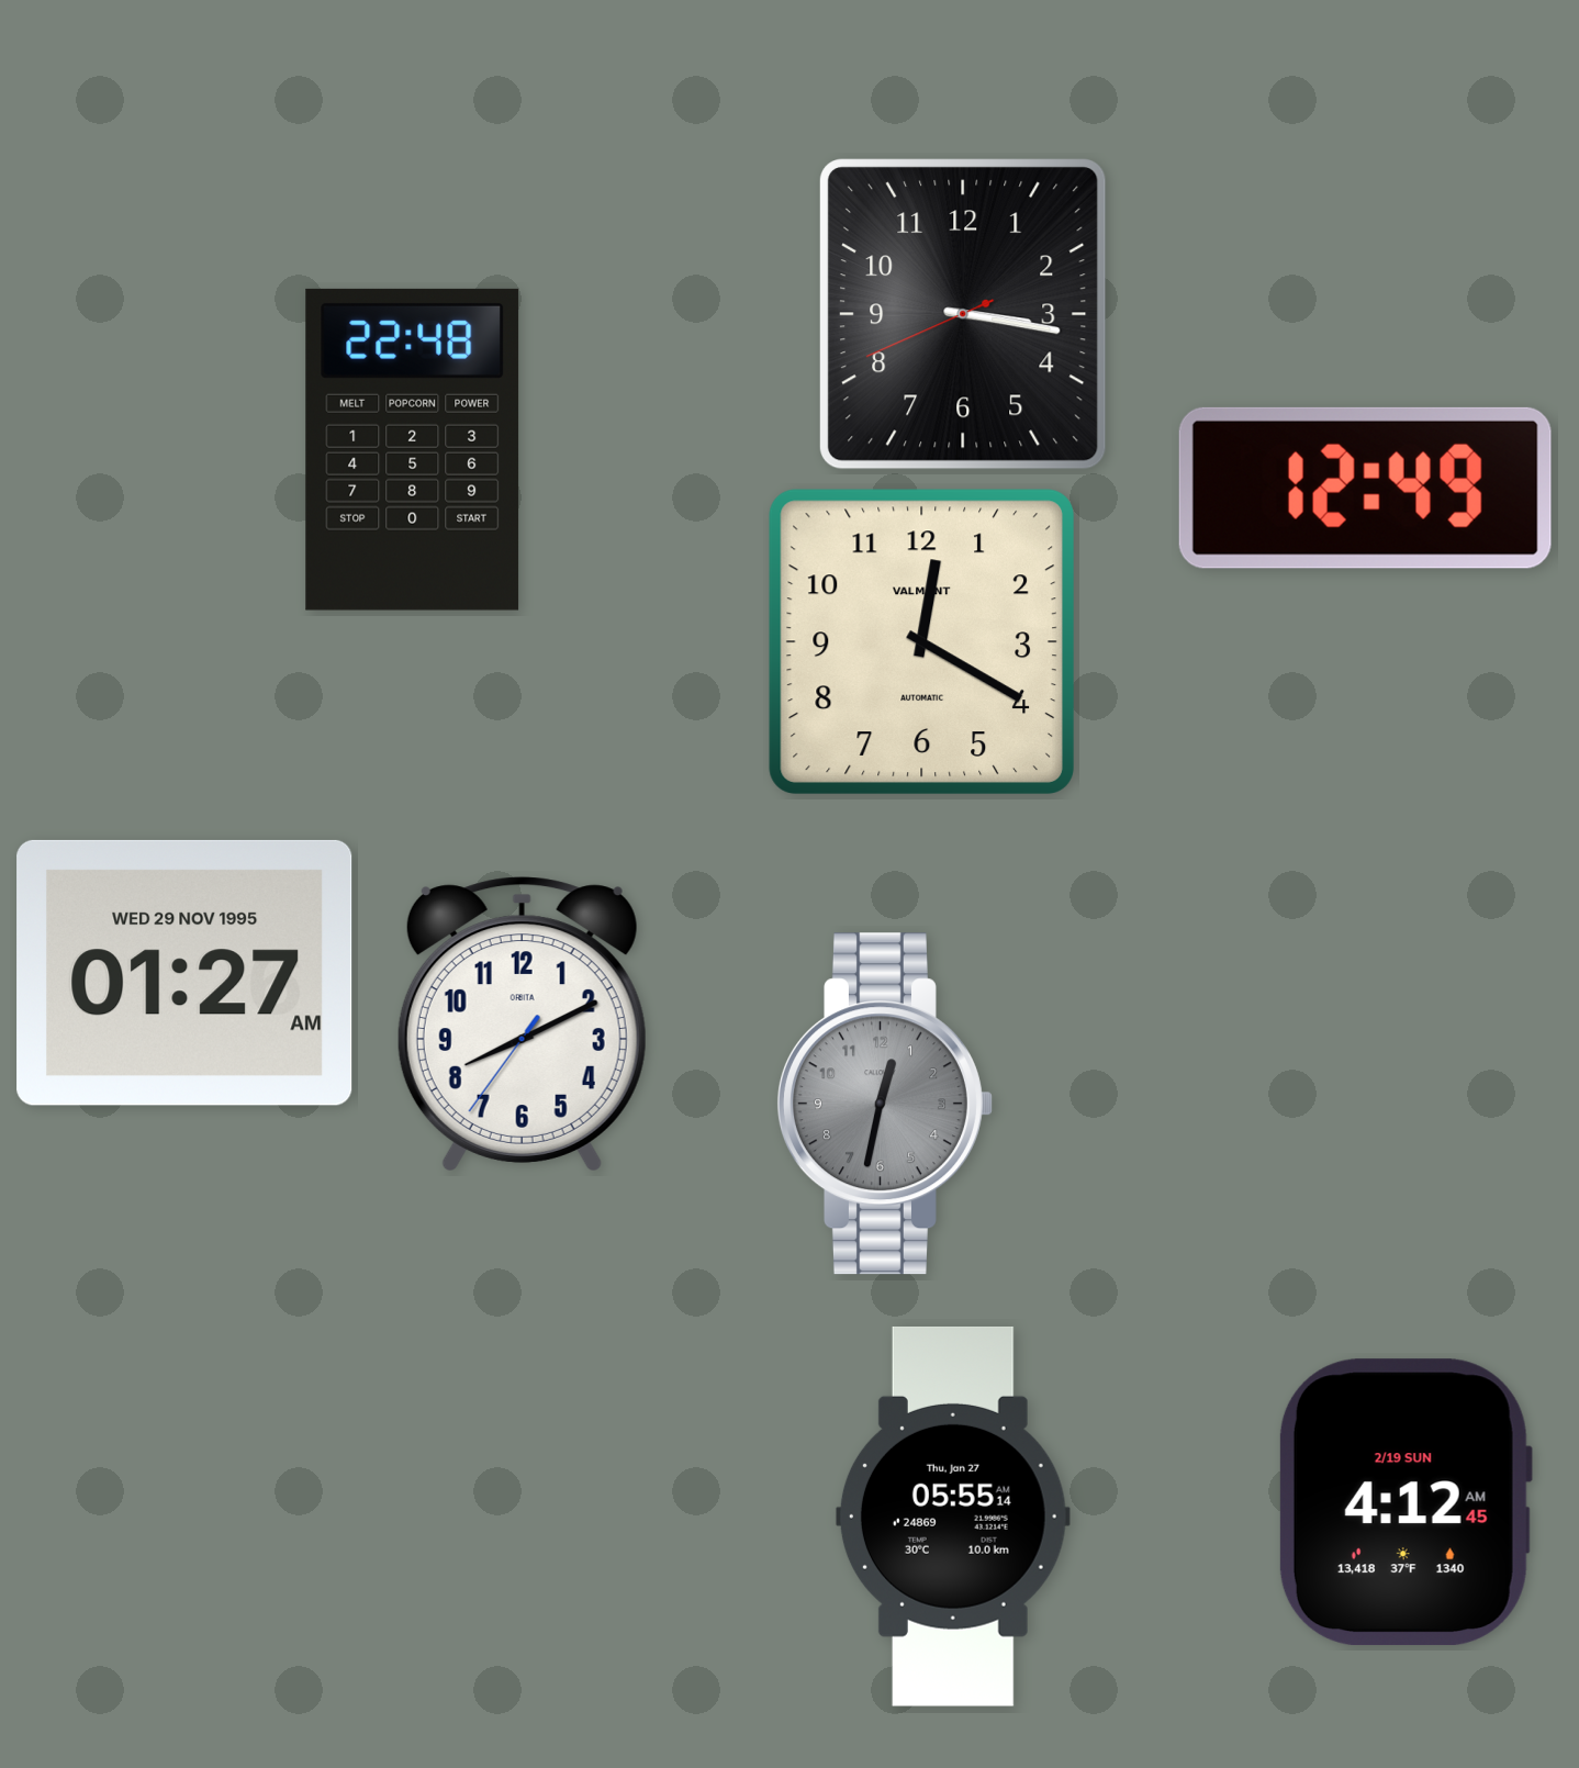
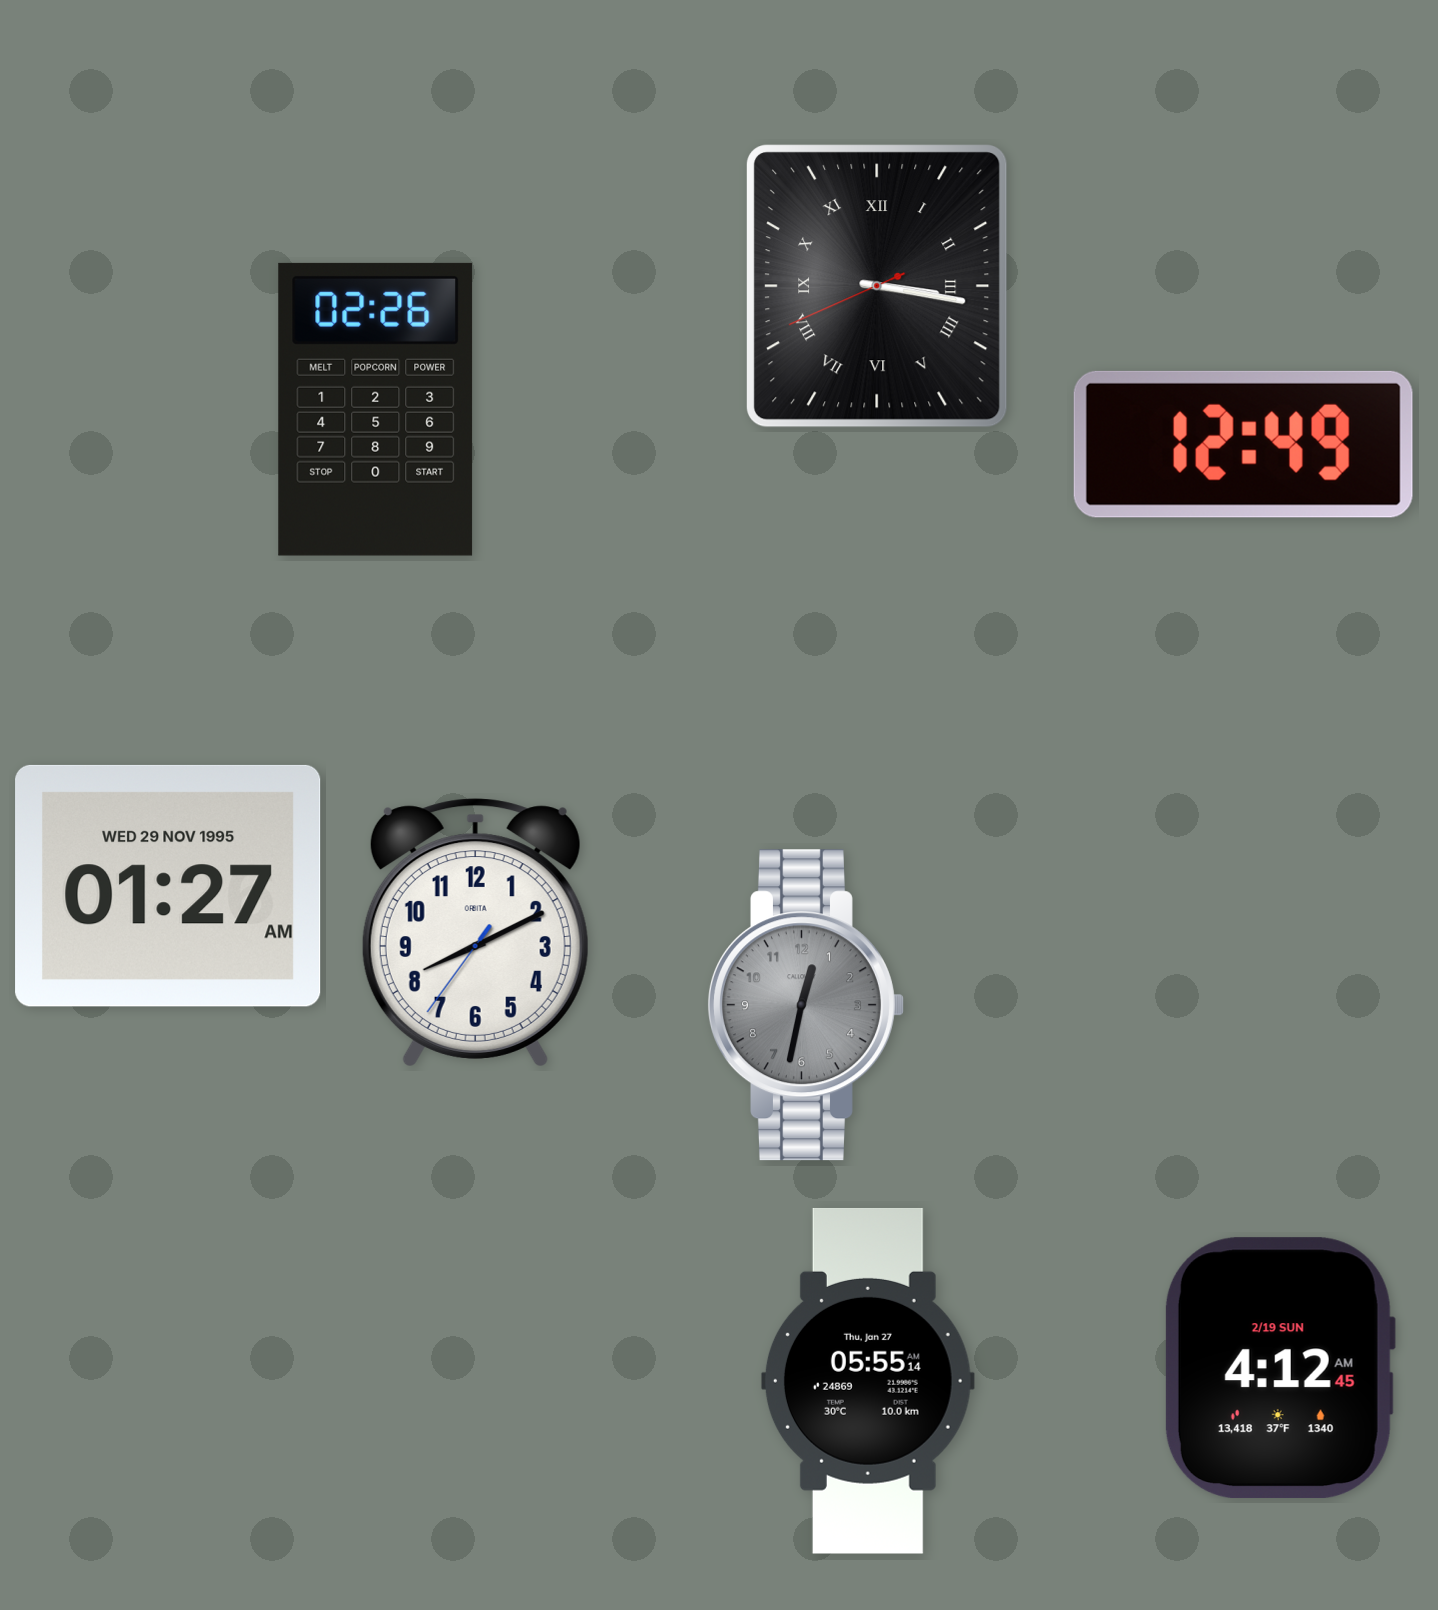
clock at (964, 315) numerals: Arabic -> Roman
clock at (413, 449): 22:48 -> 02:26
clock at (921, 641): 12:20 -> none
